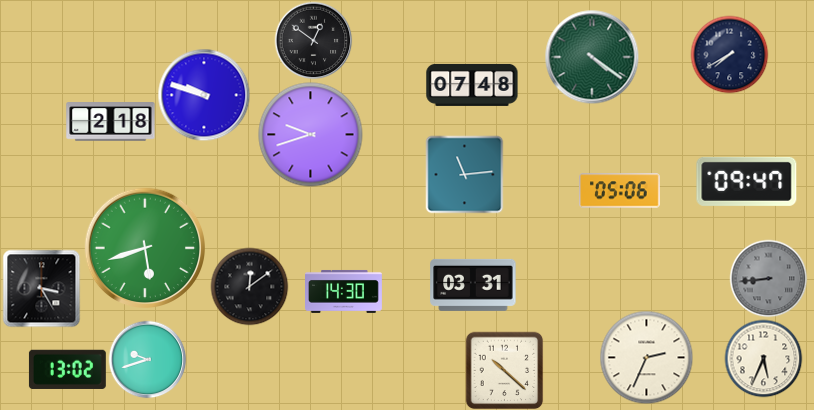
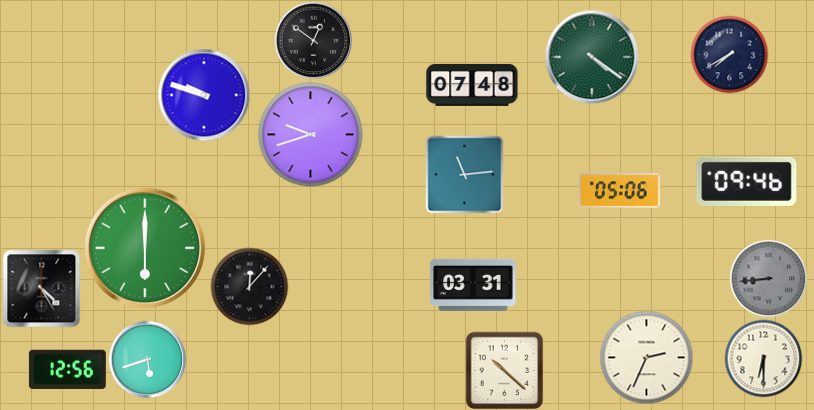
clock at (111, 122): 2:18 -> none
clock at (747, 181): 09:47 -> 09:46
clock at (144, 247): 5:42 -> 6:00
clock at (249, 286): 12:09 -> 12:07
clock at (41, 288): 3:25 -> 4:25
clock at (344, 292): 14:30 -> none
clock at (763, 358): 5:34 -> 6:30
clock at (147, 359): 9:42 -> 5:42
clock at (67, 369): 13:02 -> 12:56
